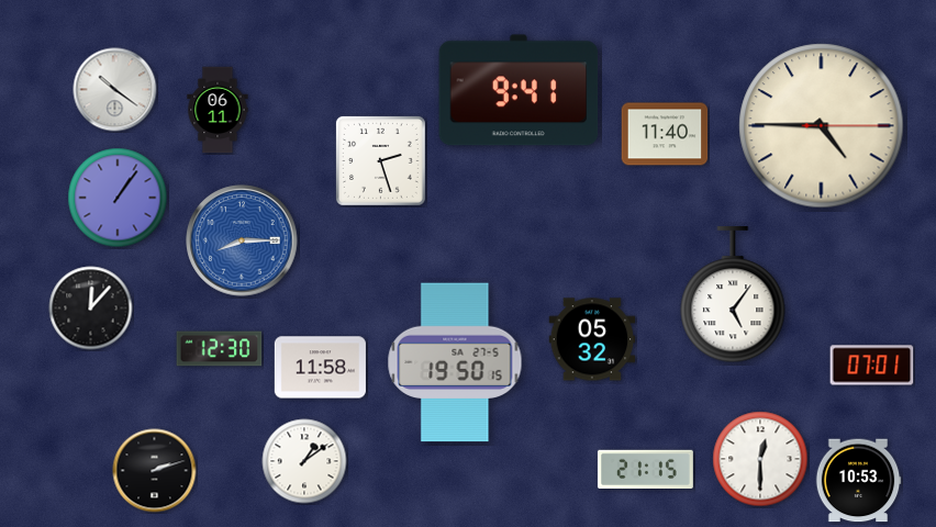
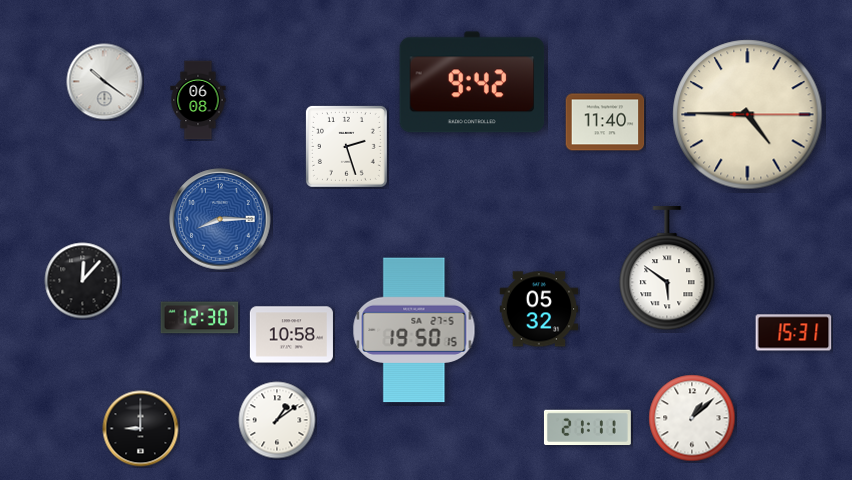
clock at (519, 90): 9:41 -> 9:42
clock at (218, 110): 06:11 -> 06:08
clock at (118, 198): 1:06 -> none
clock at (733, 295): 5:06 -> 5:51
clock at (872, 366): 07:01 -> 15:31
clock at (320, 368): 11:58 -> 10:58
clock at (760, 459): 12:30 -> 1:08
clock at (645, 469): 21:15 -> 21:11
clock at (155, 471): 2:12 -> 9:00
clock at (858, 481): 10:53 -> none
